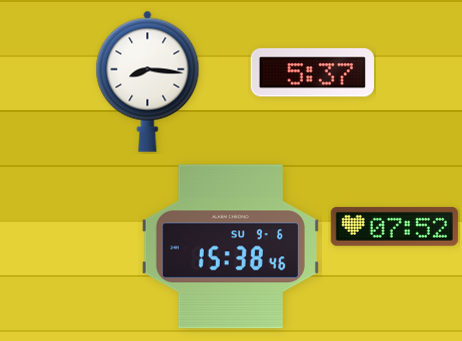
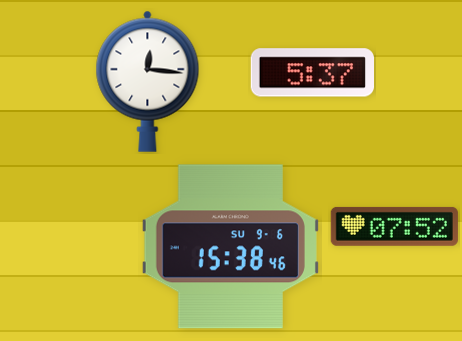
clock at (148, 81): 8:16 -> 12:16
